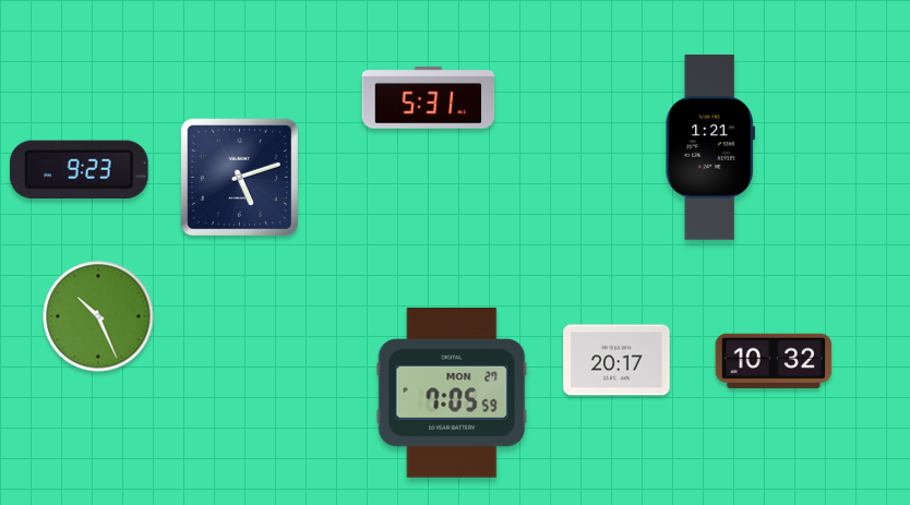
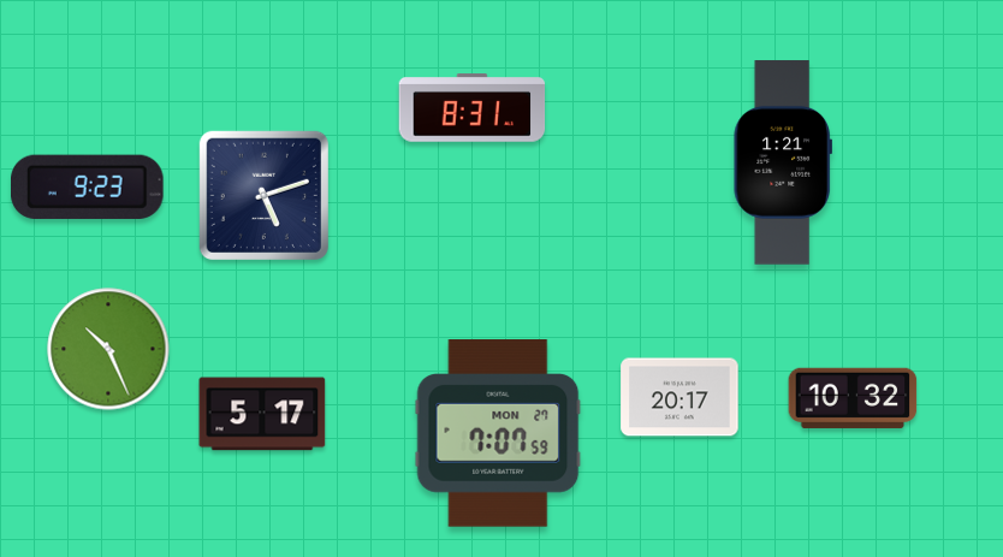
clock at (429, 98): 5:31 -> 8:31
clock at (262, 414): none -> 5:17
clock at (452, 393): 7:05 -> 7:07
